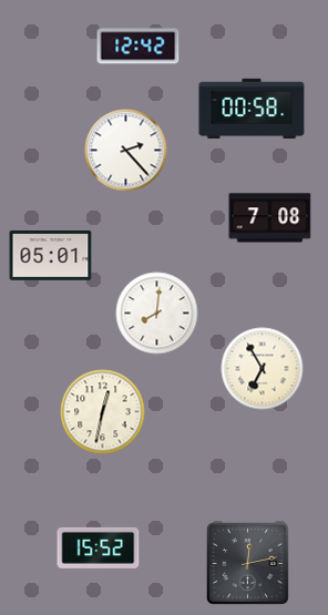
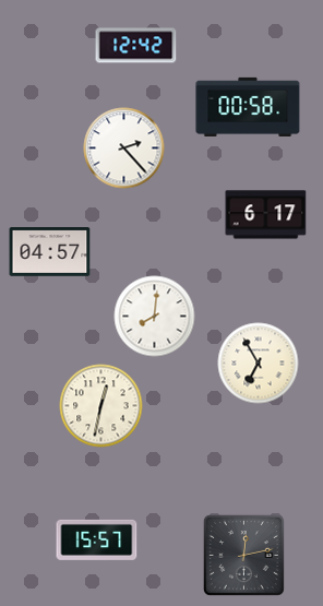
clock at (270, 218): 7:08 -> 6:17
clock at (51, 256): 05:01 -> 04:57
clock at (157, 314) position: (157, 314) -> (155, 317)
clock at (99, 547): 15:52 -> 15:57
